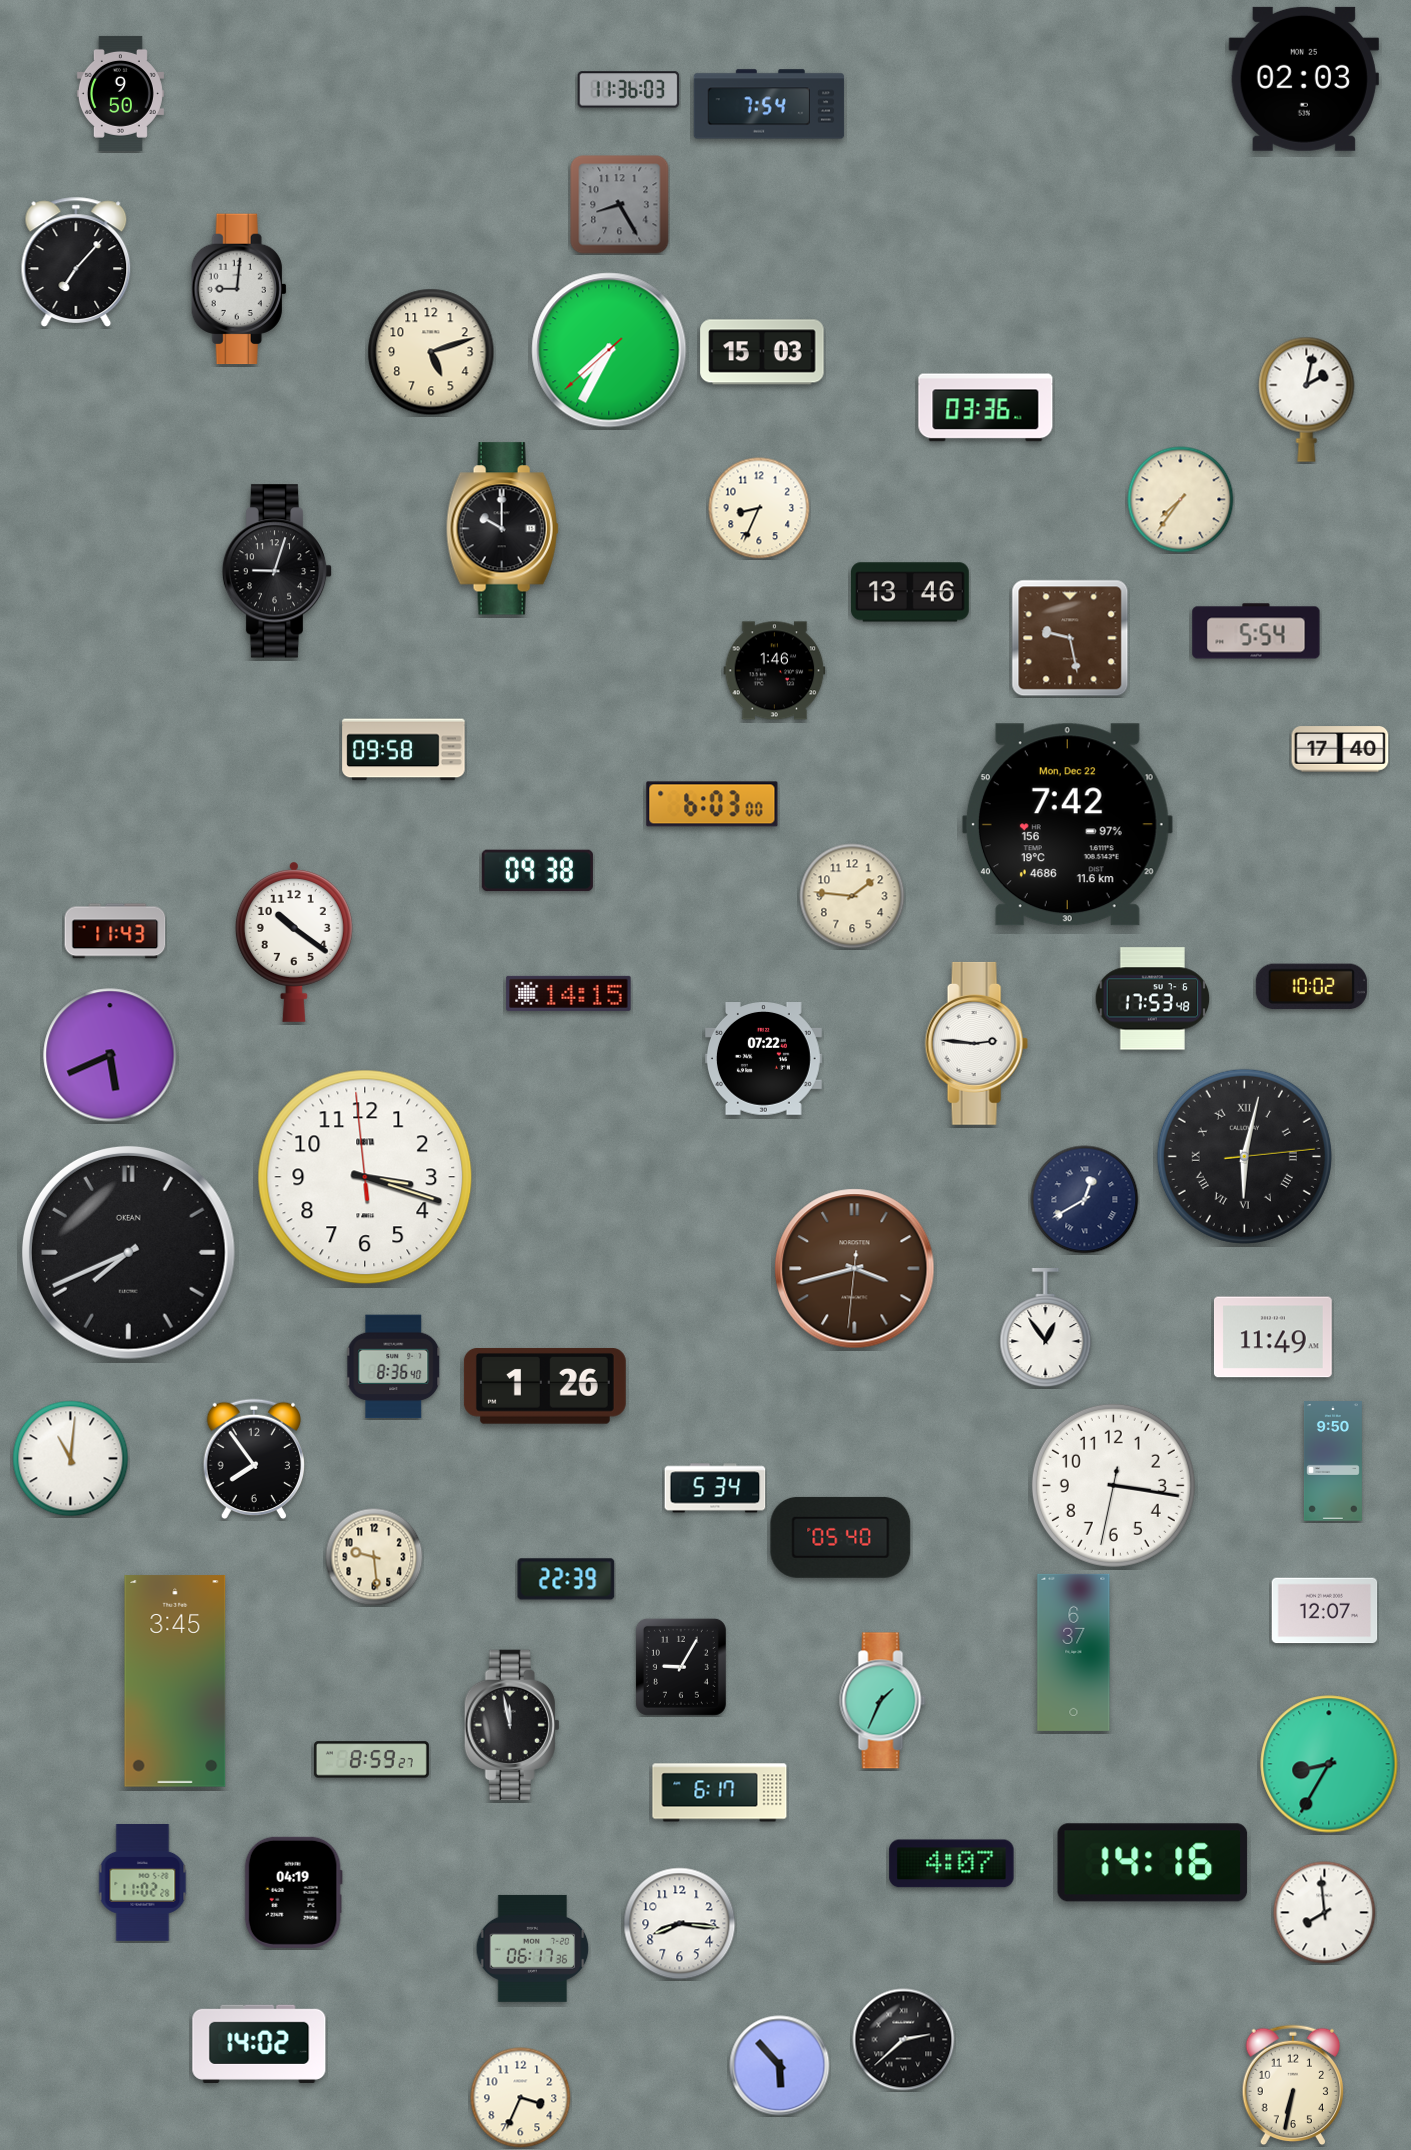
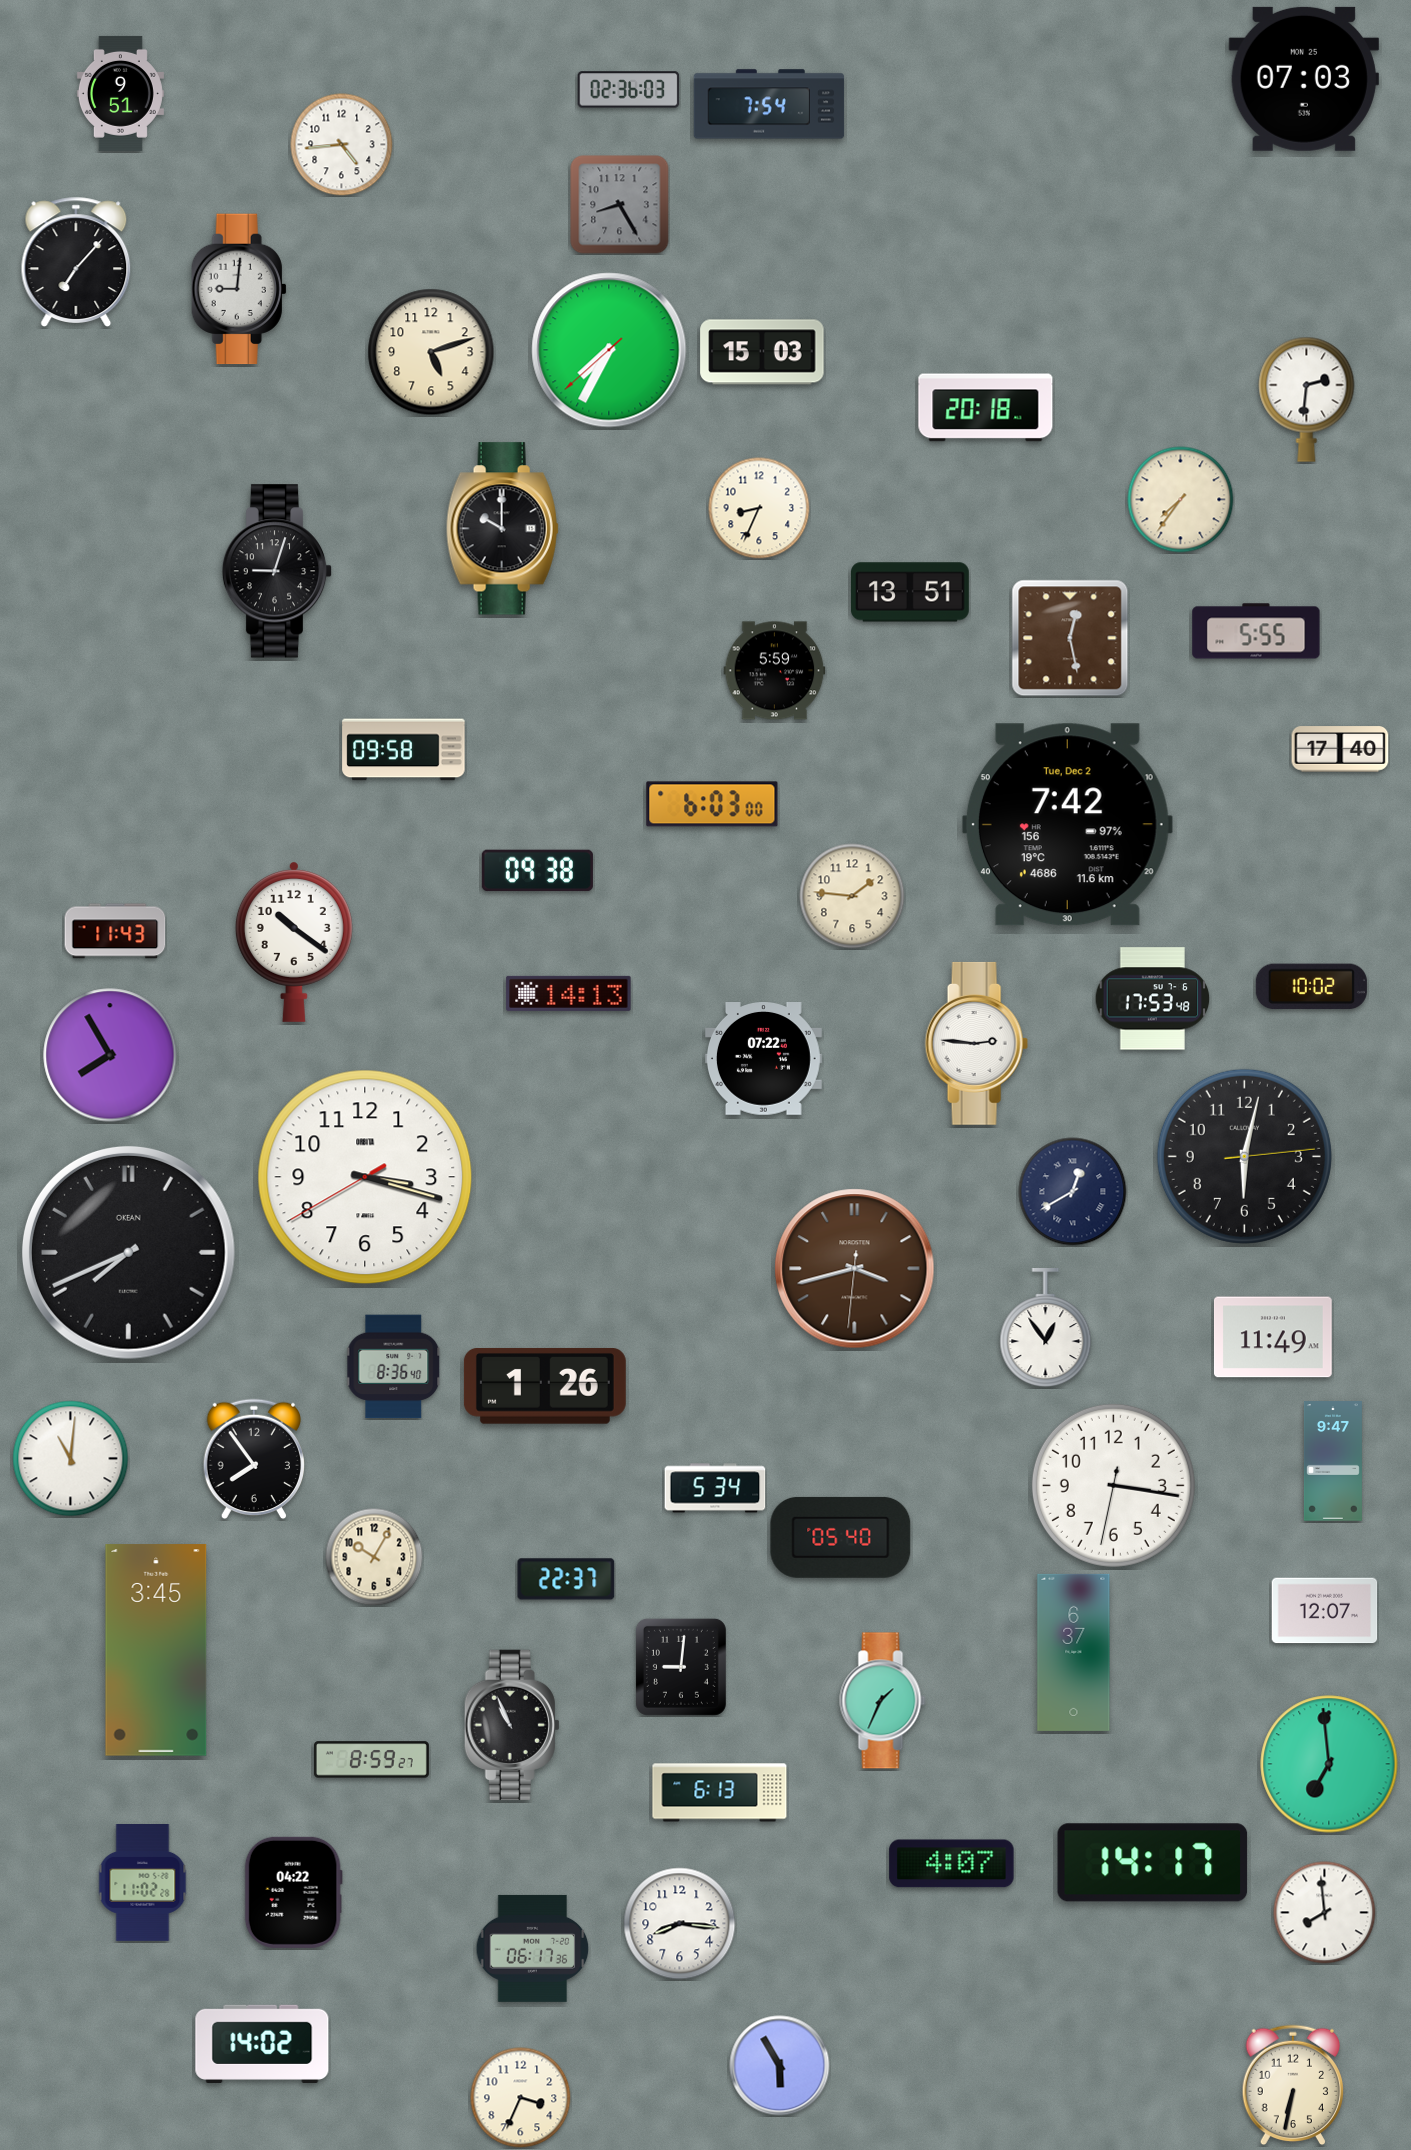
clock at (1304, 79): 02:03 -> 07:03
clock at (629, 90): 11:36 -> 02:36
clock at (120, 93): 9:50 -> 9:51
clock at (342, 145): none -> 4:44
clock at (1307, 399): 2:02 -> 2:31
clock at (986, 408): 03:36 -> 20:18
clock at (911, 592): 13:46 -> 13:51
clock at (1256, 631): 5:54 -> 5:55
clock at (1070, 638): 9:28 -> 12:28
clock at (775, 671): 1:46 -> 5:59
clock at (1067, 825) date: Mon, Dec 22 -> Tue, Dec 2
clock at (569, 993): 14:15 -> 14:13
clock at (110, 1055): 5:41 -> 7:55
clock at (1244, 1156) numerals: Roman -> Arabic
clock at (365, 1177): 3:17:59 -> 3:17:40
clock at (1085, 1200) position: (1085, 1200) -> (1073, 1192)
clock at (1333, 1461): 9:50 -> 9:47
clock at (374, 1557): 9:29 -> 10:05
clock at (566, 1579): 22:39 -> 22:37
clock at (681, 1667): 9:05 -> 9:01
clock at (175, 1681) position: (175, 1681) -> (156, 1650)
clock at (512, 1725): 11:58 -> 10:56
clock at (1329, 1764): 8:35 -> 6:59
clock at (720, 1793): 6:17 -> 6:13
clock at (1153, 1863): 14:16 -> 14:17
clock at (293, 1892): 04:19 -> 04:22
clock at (904, 2040): 2:38 -> none
clock at (259, 2044) position: (259, 2044) -> (262, 2044)
clock at (780, 2066): 5:53 -> 5:55
